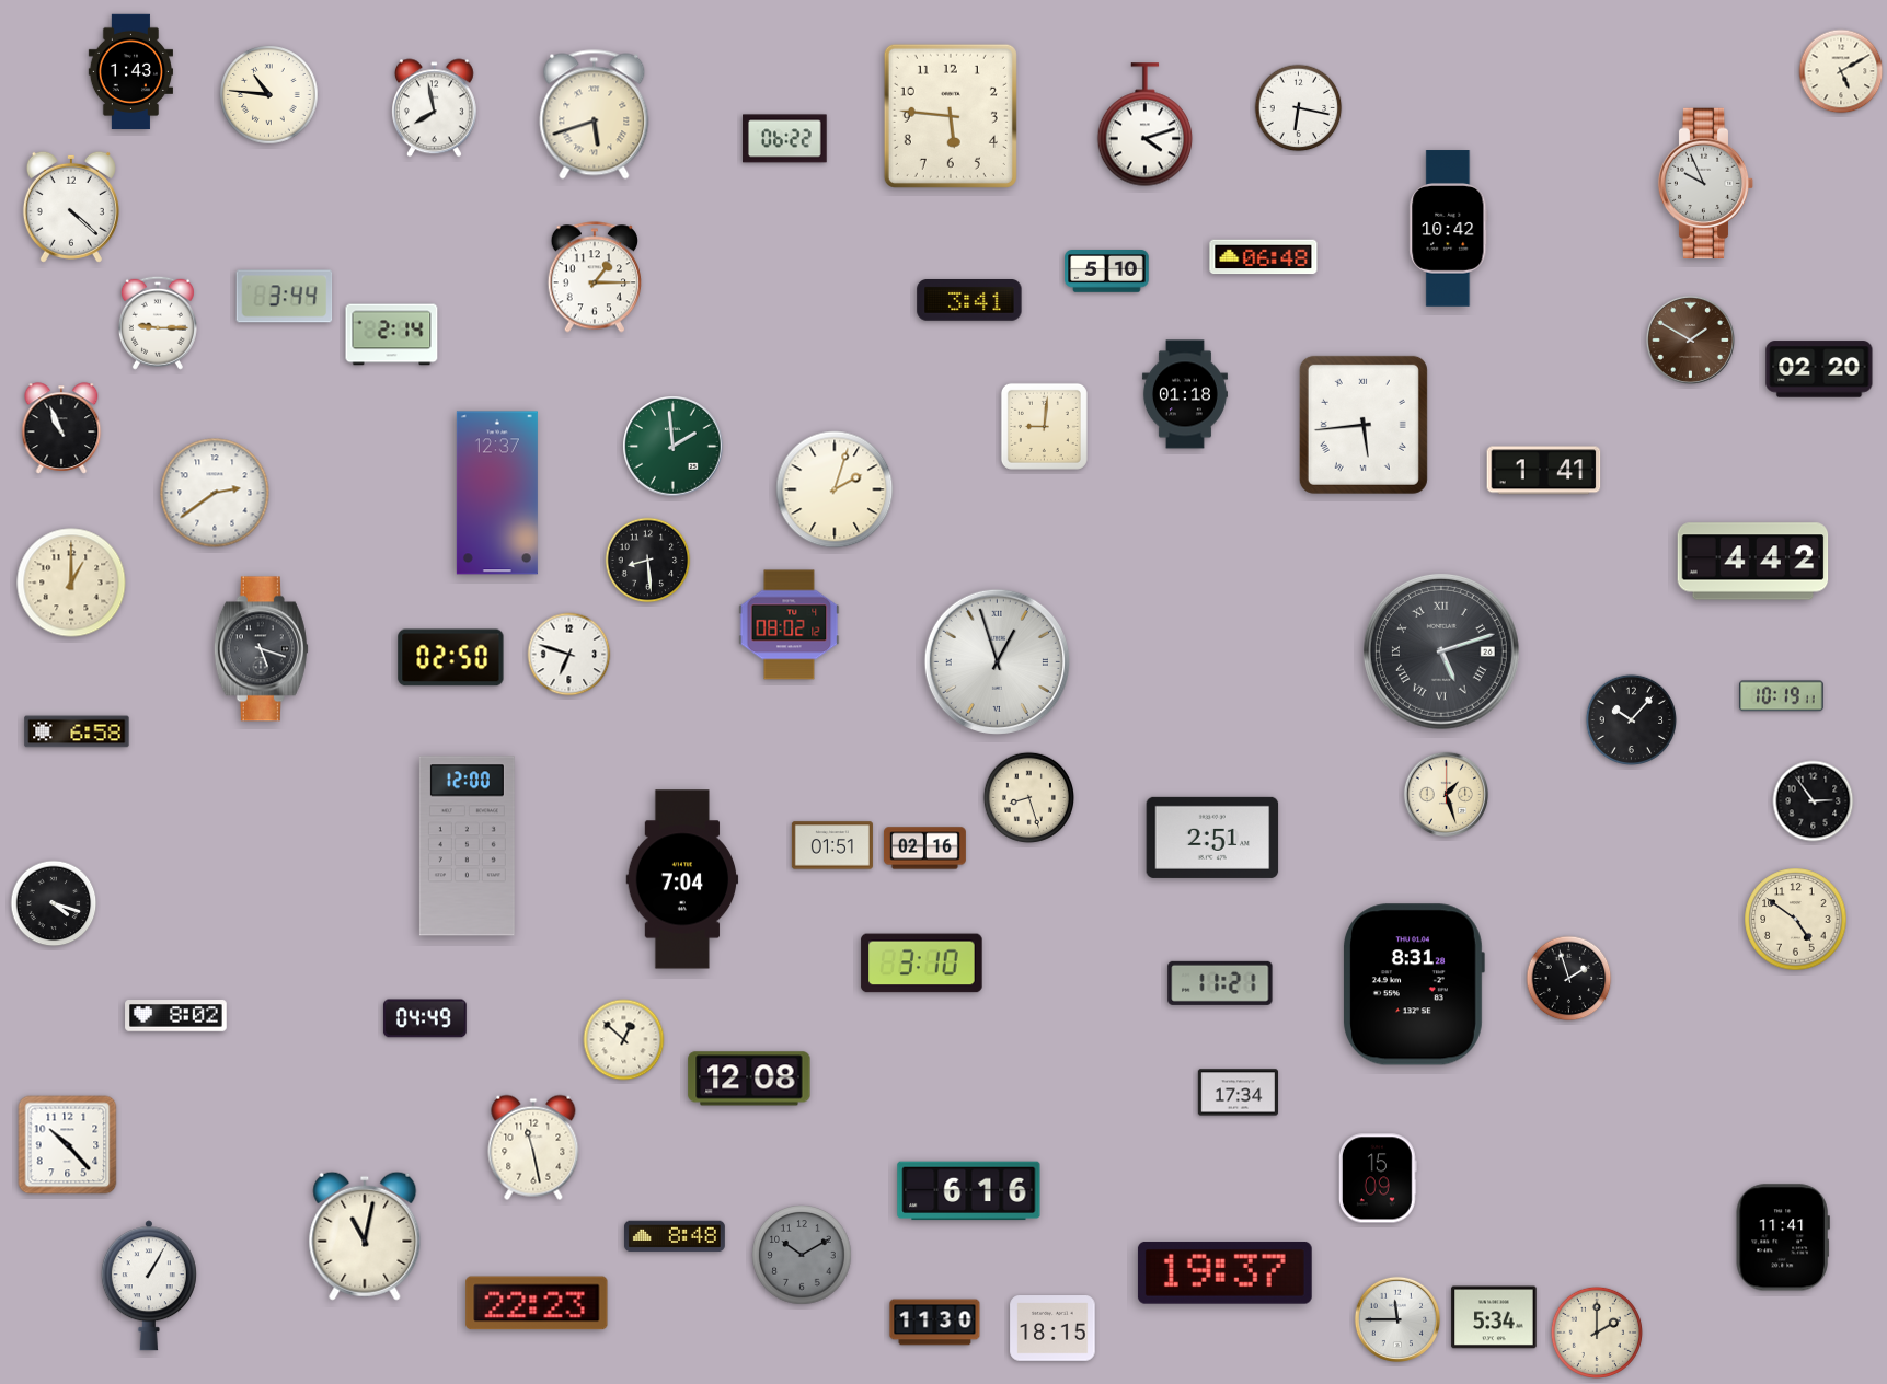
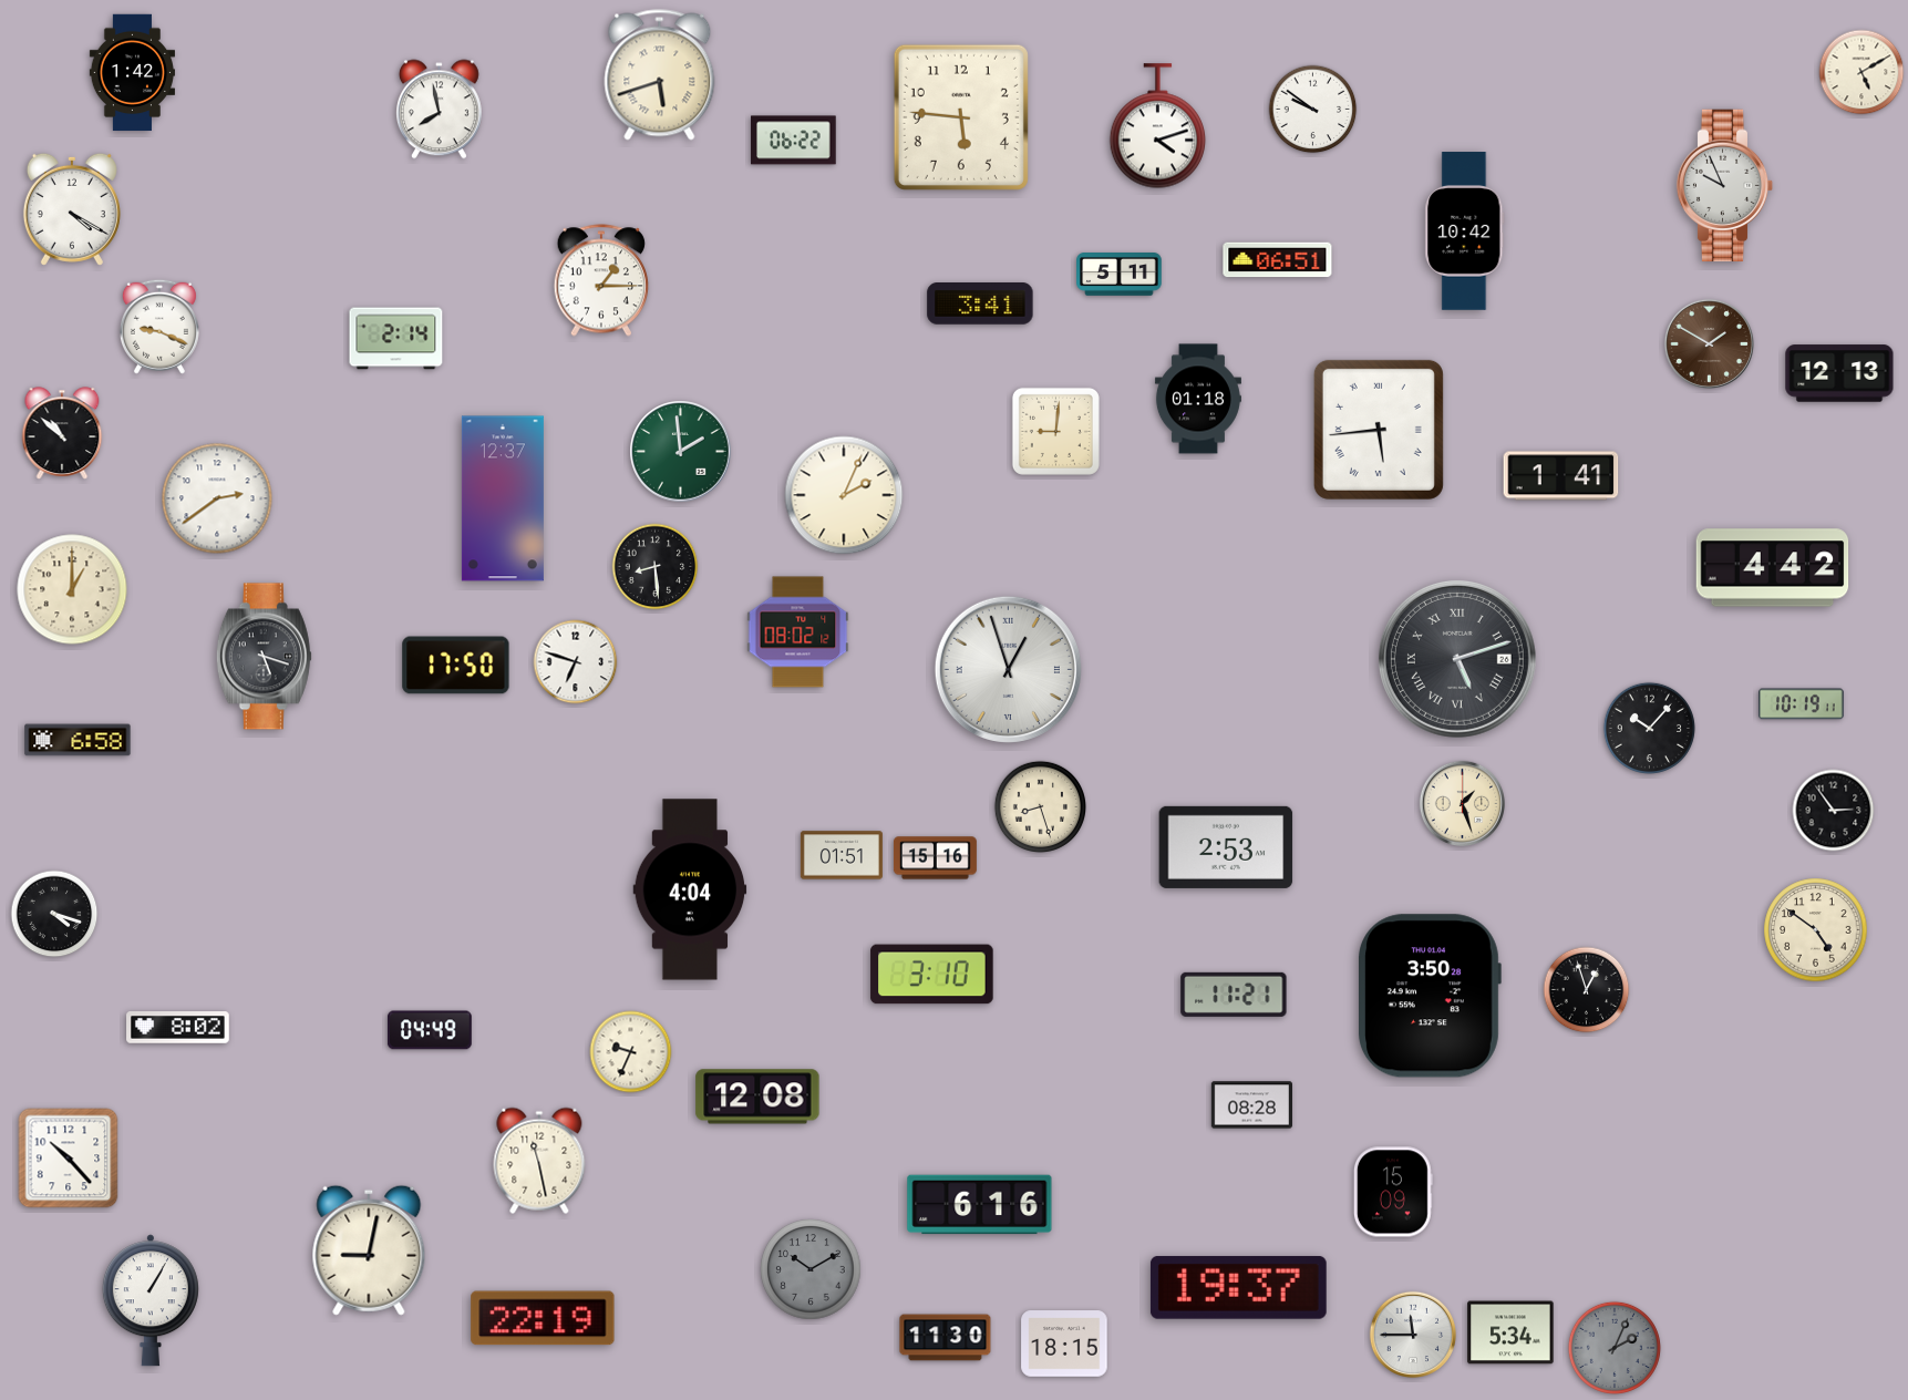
clock at (130, 72): 1:43 -> 1:42
clock at (269, 95): 10:46 -> none
clock at (1299, 108): 6:17 -> 9:51
clock at (595, 115) position: (595, 115) -> (660, 75)
clock at (71, 207): 4:22 -> 4:20
clock at (1264, 257): 06:48 -> 06:51
clock at (1107, 272): 5:10 -> 5:11
clock at (285, 297): 3:44 -> none
clock at (158, 323): 9:15 -> 9:19
clock at (1819, 369): 02:20 -> 12:13
clock at (61, 428): 10:56 -> 10:52
clock at (835, 489): 2:03 -> 2:04
clock at (451, 658): 02:50 -> 17:50
clock at (1212, 838): 2:51 -> 2:53
clock at (467, 846): 12:00 -> none
clock at (924, 849): 02:16 -> 15:16
clock at (682, 879): 7:04 -> 4:04
clock at (1569, 979): 1:57 -> 12:57
clock at (1413, 984): 8:31 -> 3:50
clock at (624, 1040): 12:52 -> 9:34
clock at (749, 1079) position: (749, 1079) -> (757, 1097)
clock at (1238, 1093): 17:34 -> 08:28
clock at (365, 1236): 11:02 -> 9:02
clock at (675, 1236): 8:48 -> none
clock at (1783, 1237): 11:41 -> none
clock at (537, 1303): 22:23 -> 22:19
clock at (1597, 1333): 2:00 -> 2:04
clock at (1597, 1333) dial: cream -> grey
